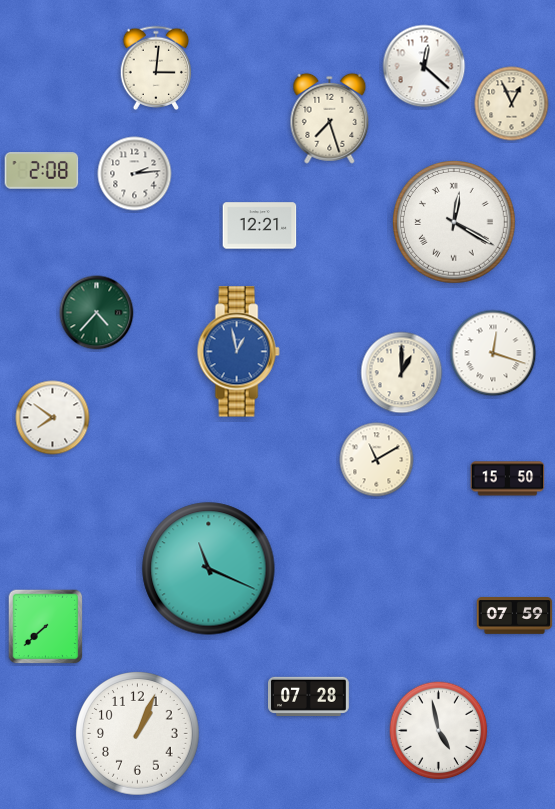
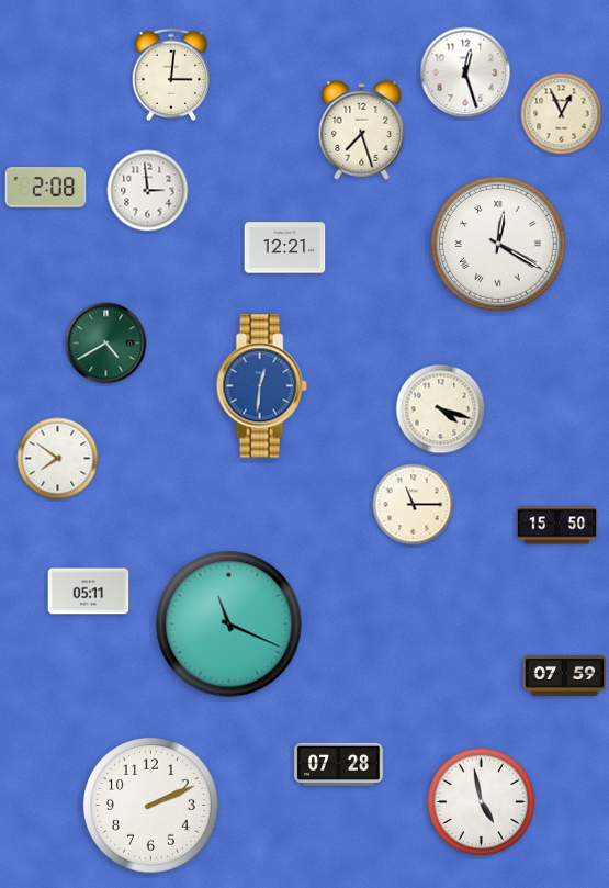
clock at (424, 66): 12:22 -> 12:27
clock at (135, 174): 2:14 -> 2:59
clock at (97, 313): 4:37 -> 4:40
clock at (238, 352): 12:58 -> 12:31
clock at (493, 353): 12:18 -> none
clock at (402, 373): 1:00 -> 4:18
clock at (377, 460): 11:10 -> 11:15
clock at (89, 592): none -> 05:11
clock at (46, 627): 7:38 -> none
clock at (138, 734): 1:04 -> 2:11
